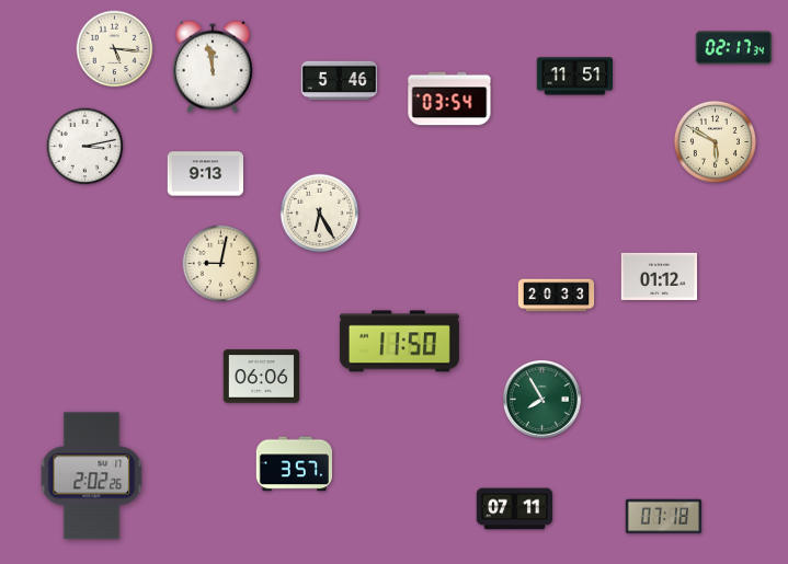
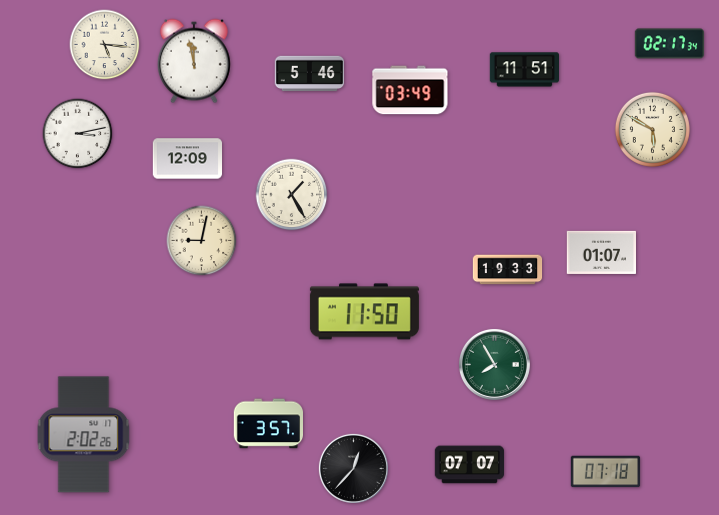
clock at (449, 99): 03:54 -> 03:49
clock at (206, 174): 9:13 -> 12:09
clock at (320, 214): 6:25 -> 1:25
clock at (659, 276): 01:12 -> 01:07
clock at (557, 296): 20:33 -> 19:33
clock at (262, 377): 06:06 -> none
clock at (515, 509): 07:11 -> 07:07
clock at (353, 468): none -> 12:37
